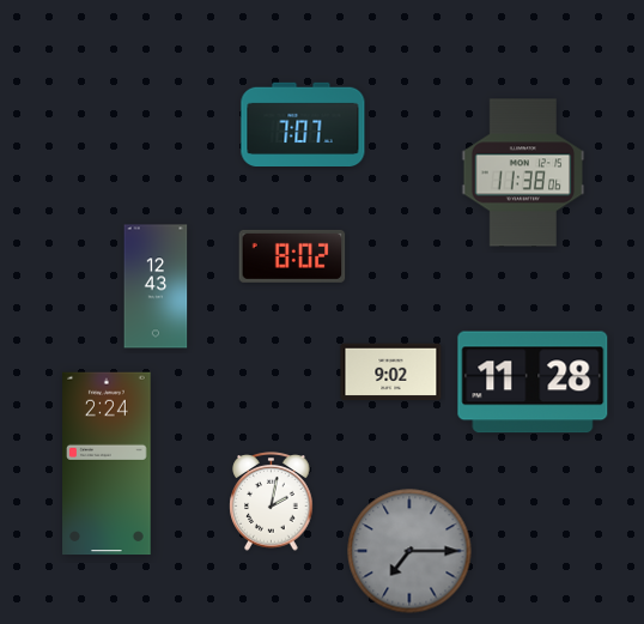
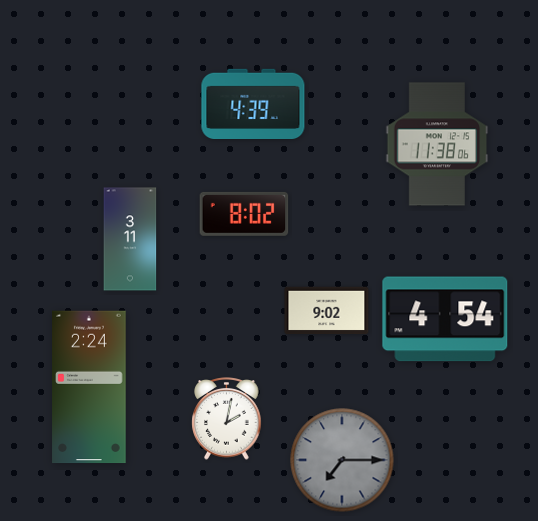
clock at (303, 123): 7:07 -> 4:39
clock at (156, 286): 12:43 -> 3:11
clock at (533, 382): 11:28 -> 4:54
